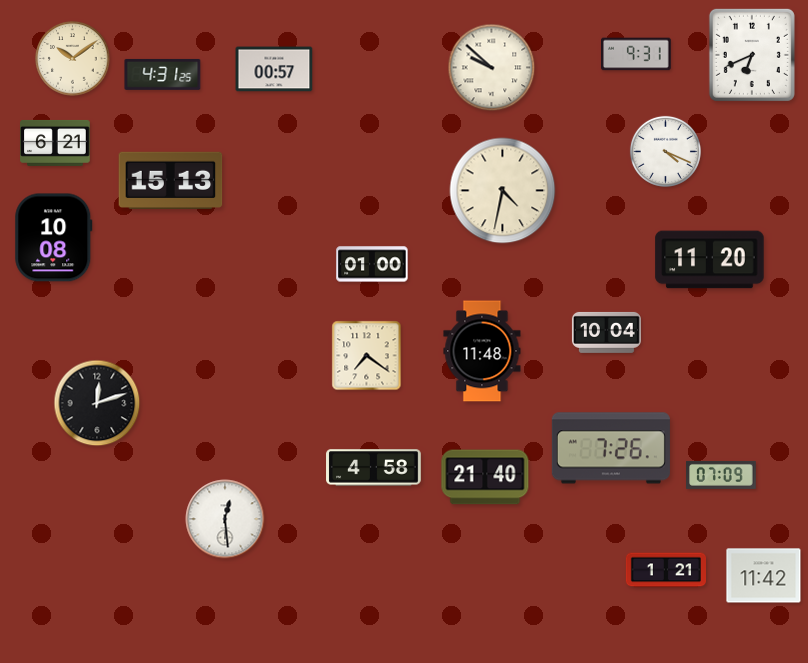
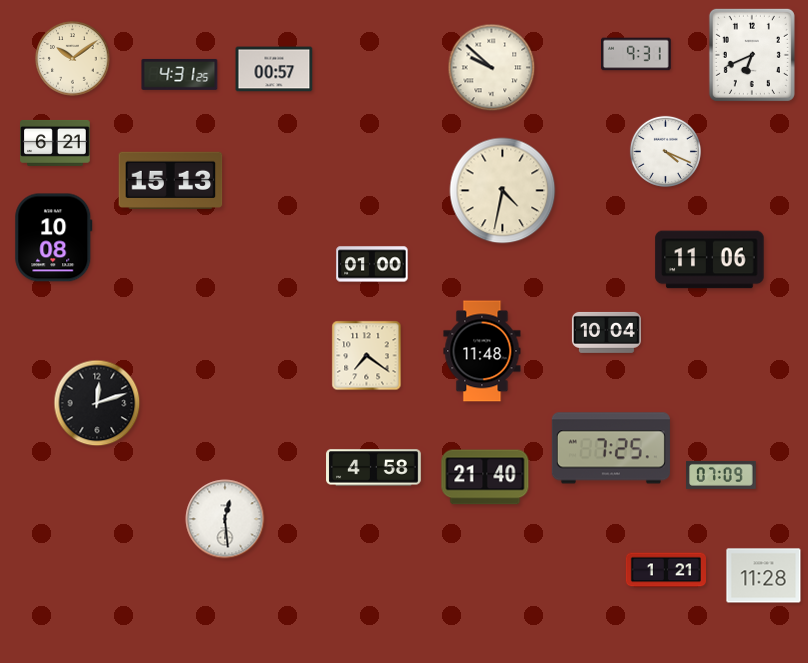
clock at (163, 74) position: (163, 74) -> (180, 74)
clock at (710, 260): 11:20 -> 11:06
clock at (611, 448): 7:26 -> 7:25
clock at (764, 576): 11:42 -> 11:28
